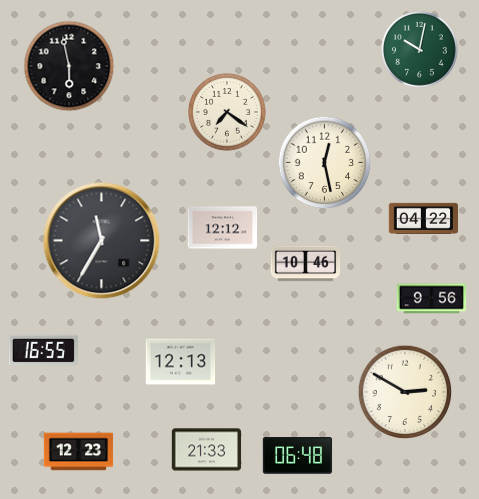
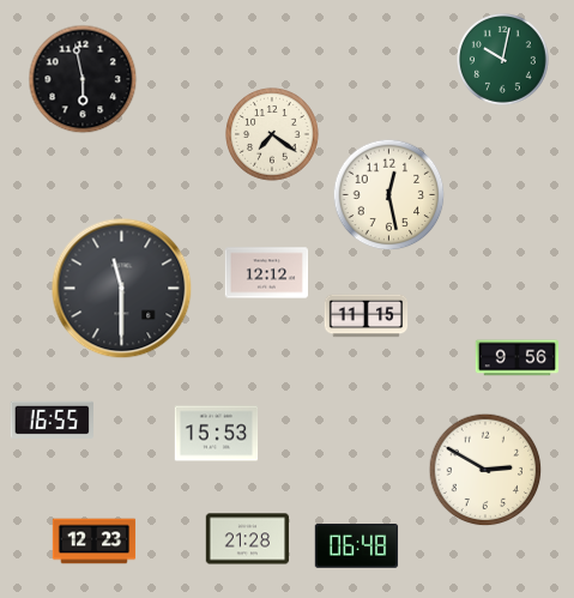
clock at (424, 218): 04:22 -> none
clock at (102, 241): 11:35 -> 11:30
clock at (306, 264): 10:46 -> 11:15
clock at (181, 362): 12:13 -> 15:53
clock at (207, 450): 21:33 -> 21:28
